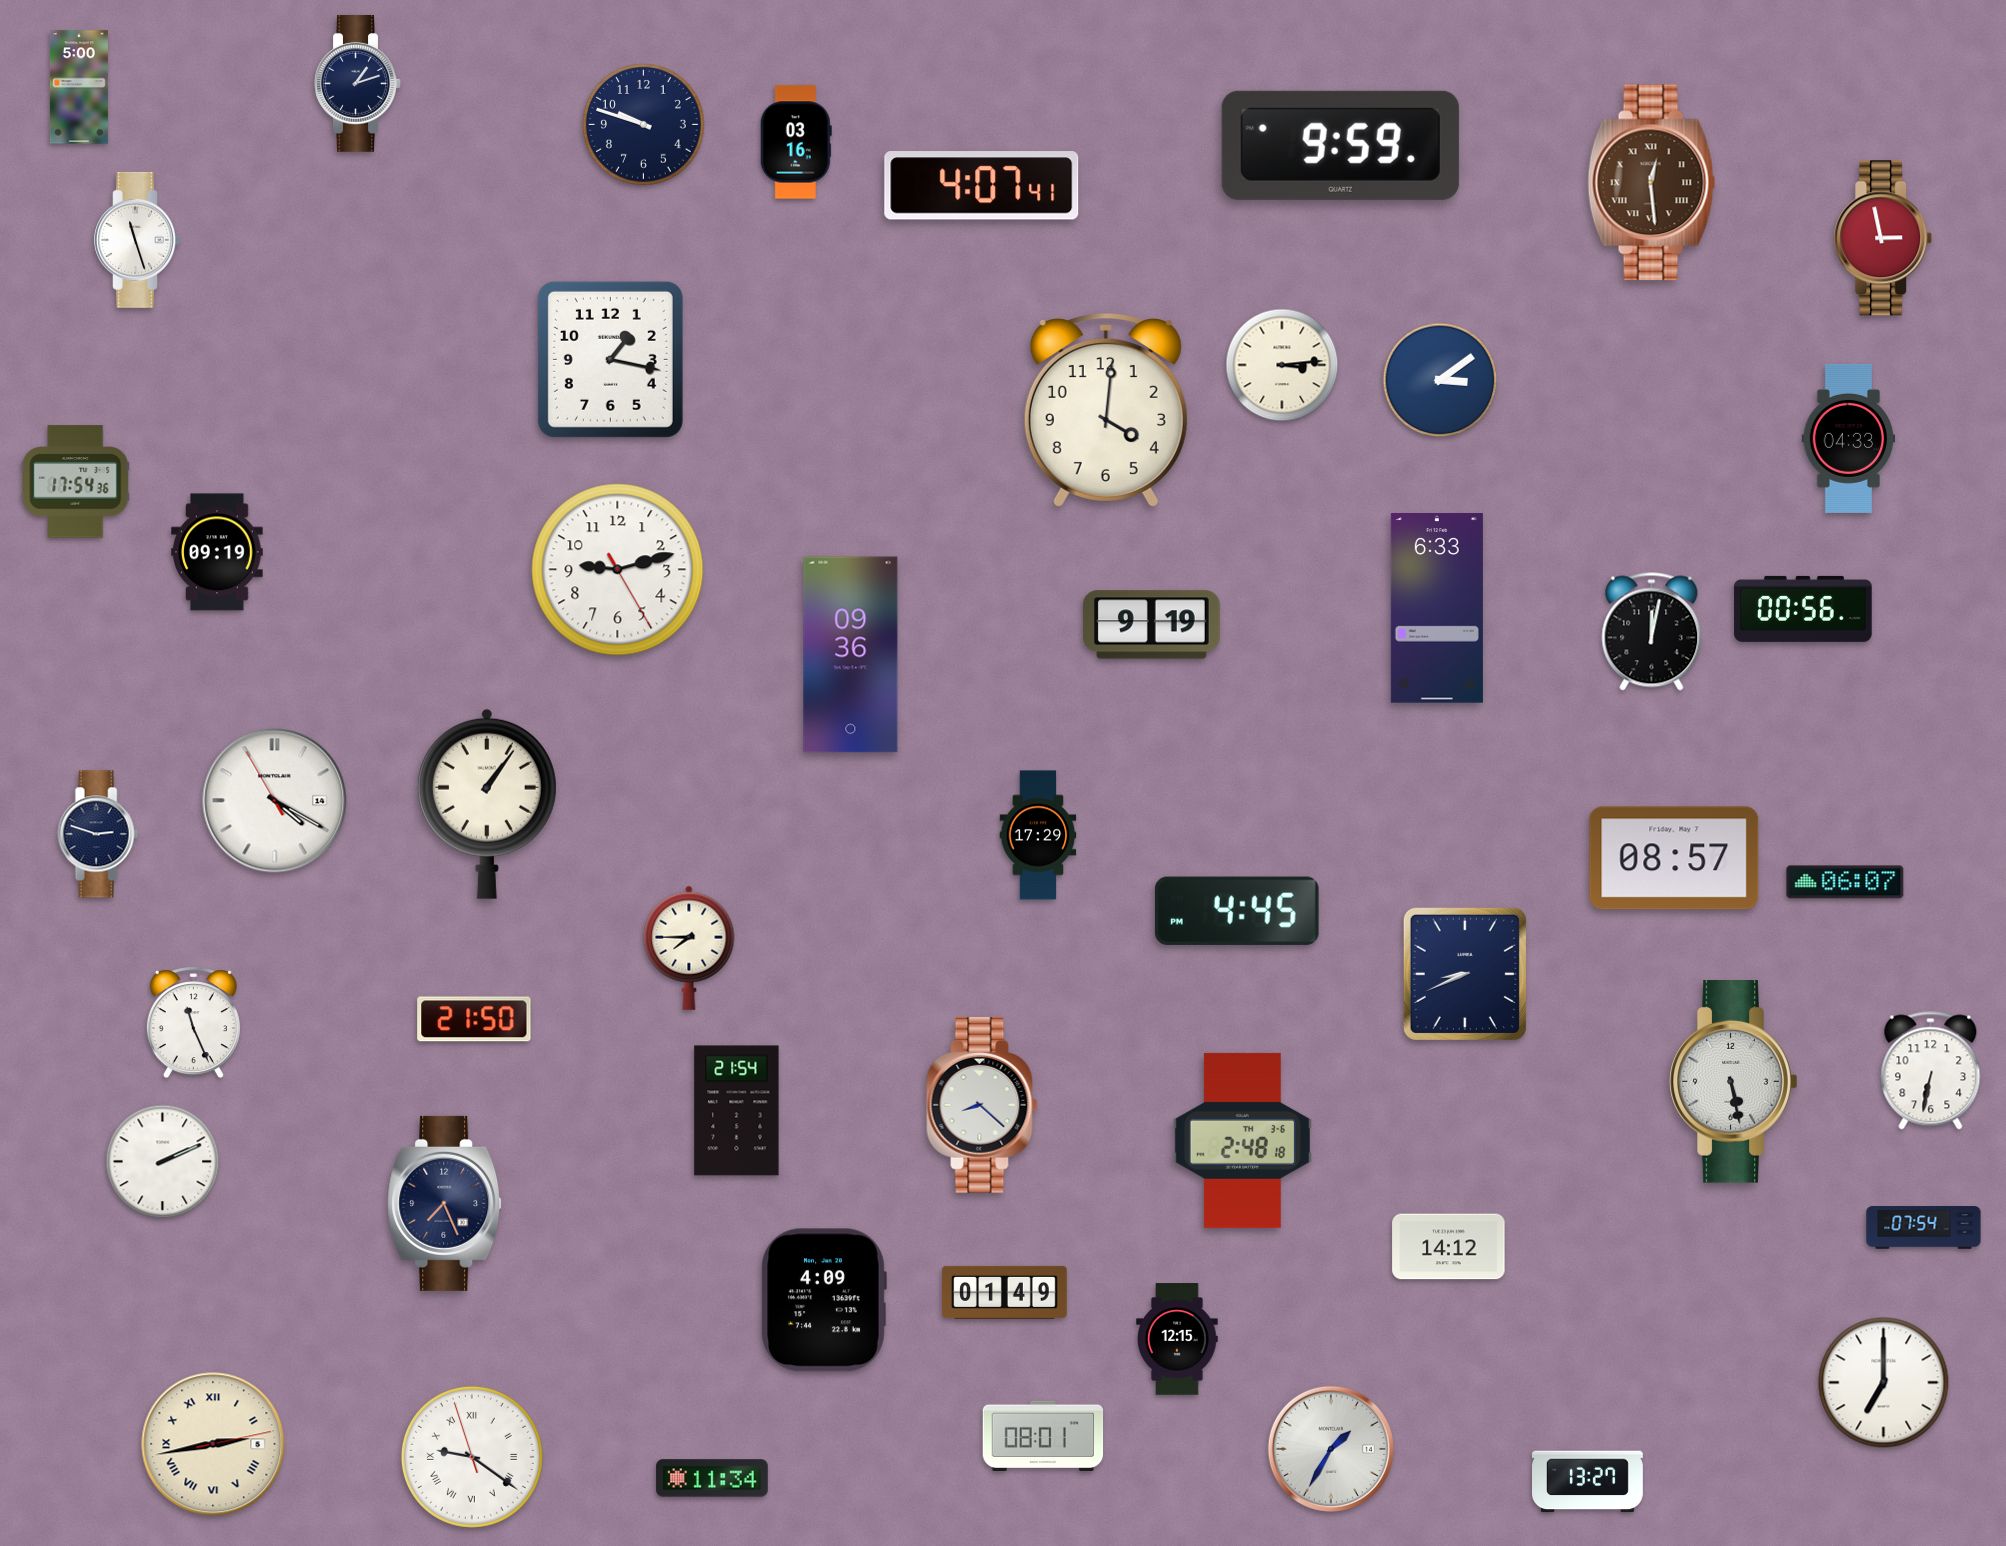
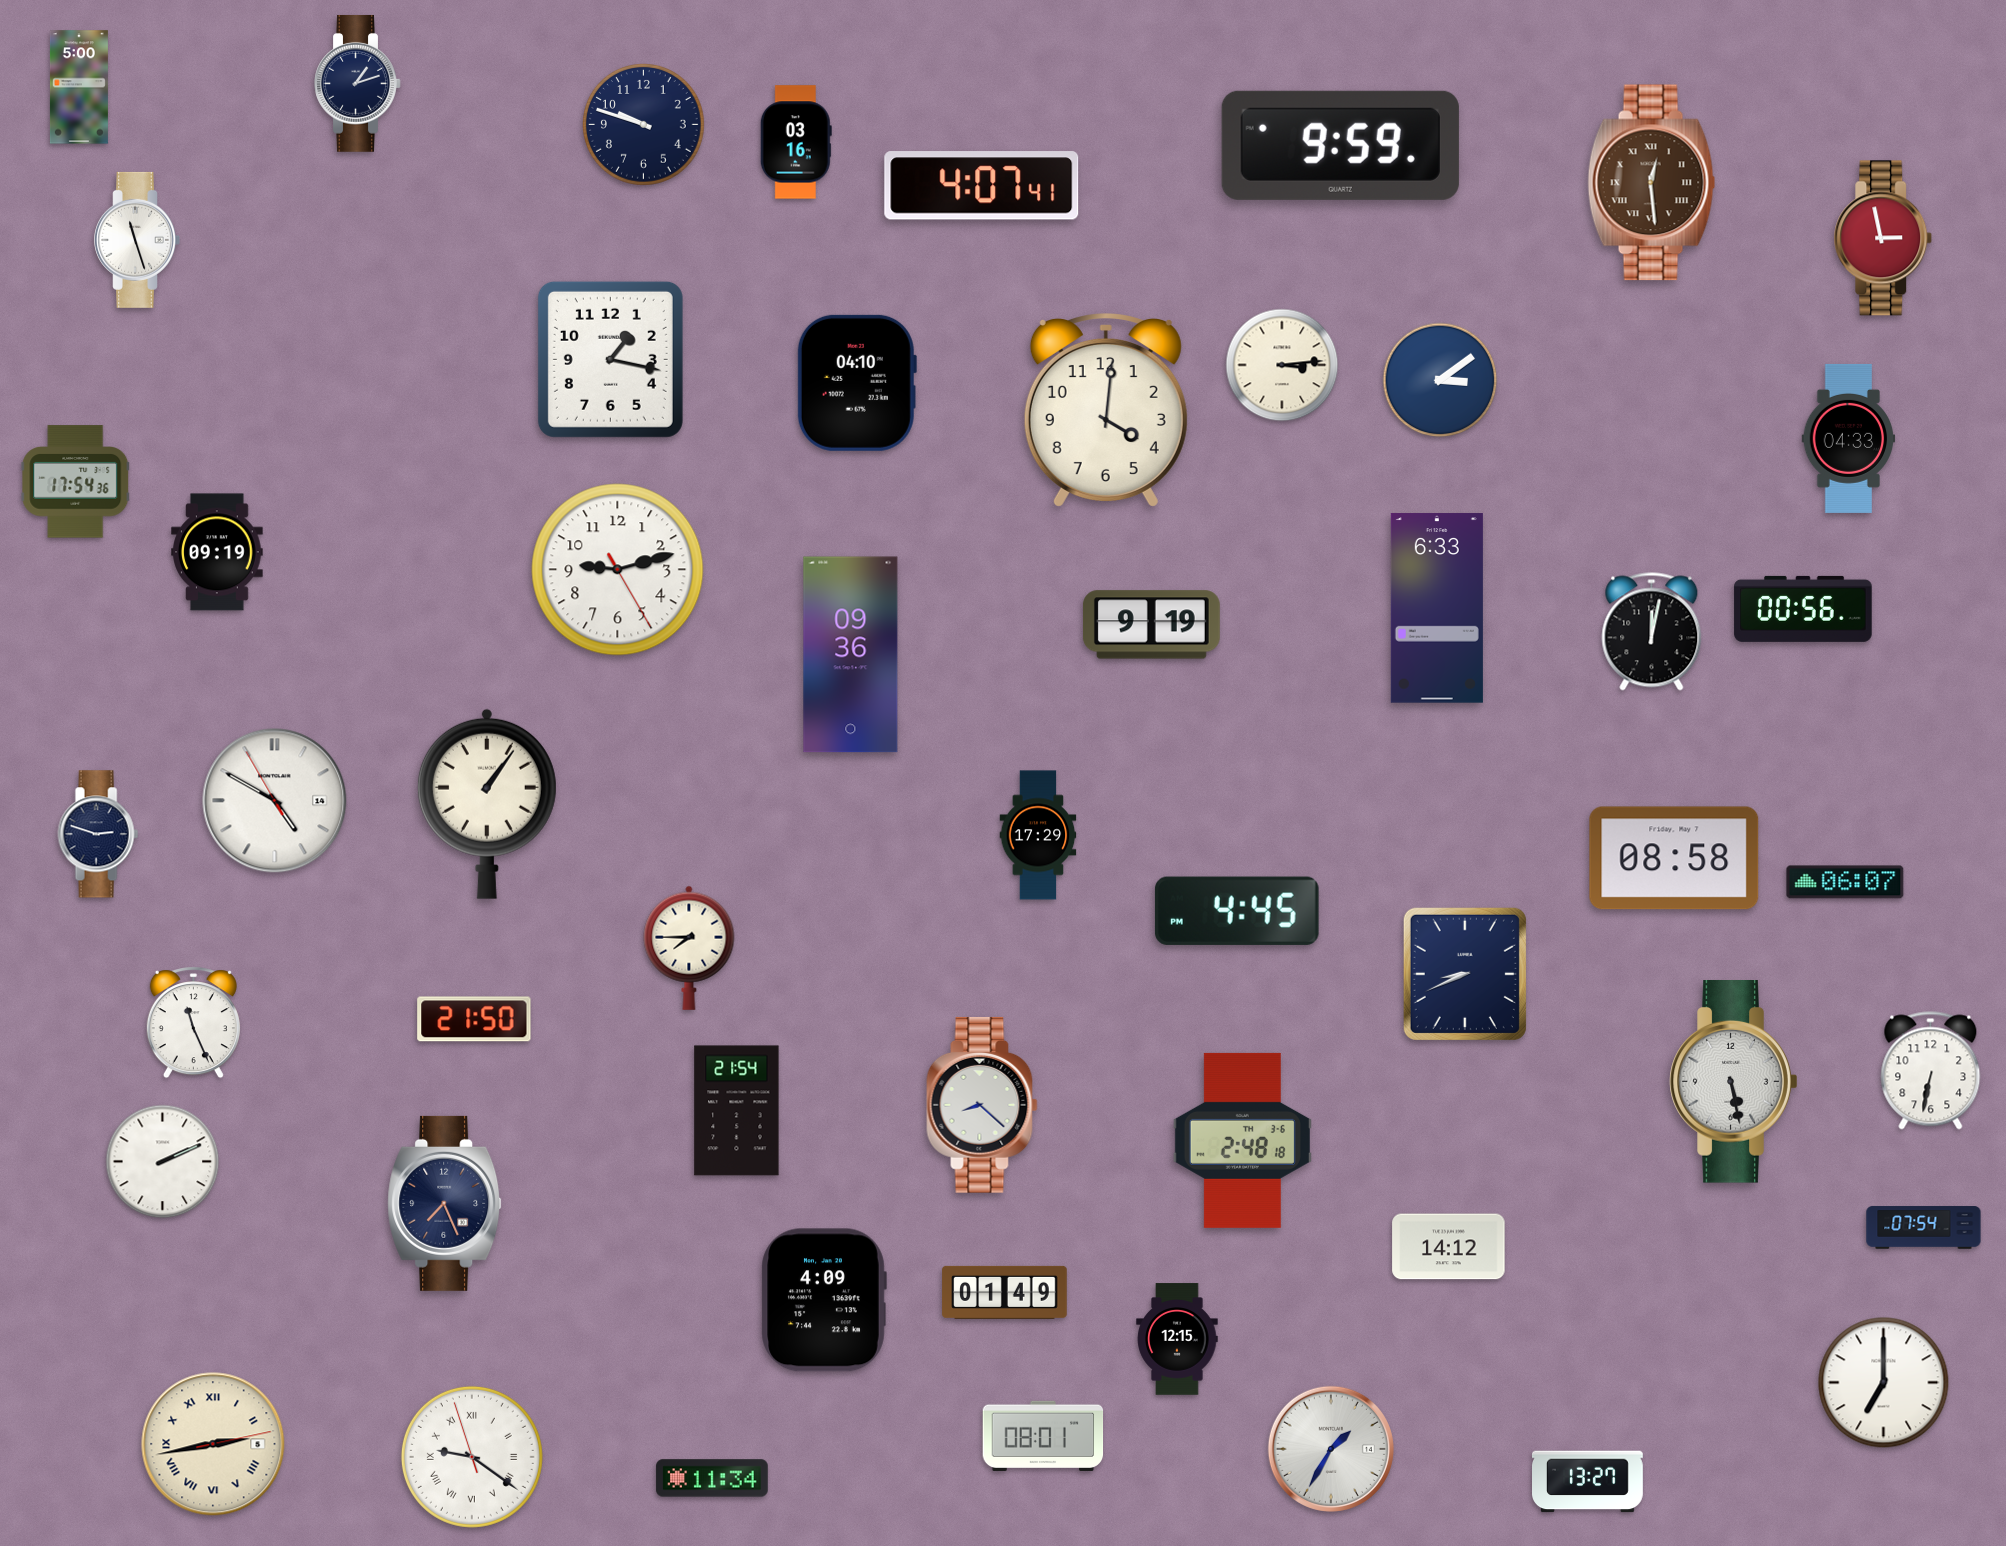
clock at (857, 383): none -> 04:10
clock at (275, 801): 4:19 -> 4:49
clock at (1674, 858): 08:57 -> 08:58
